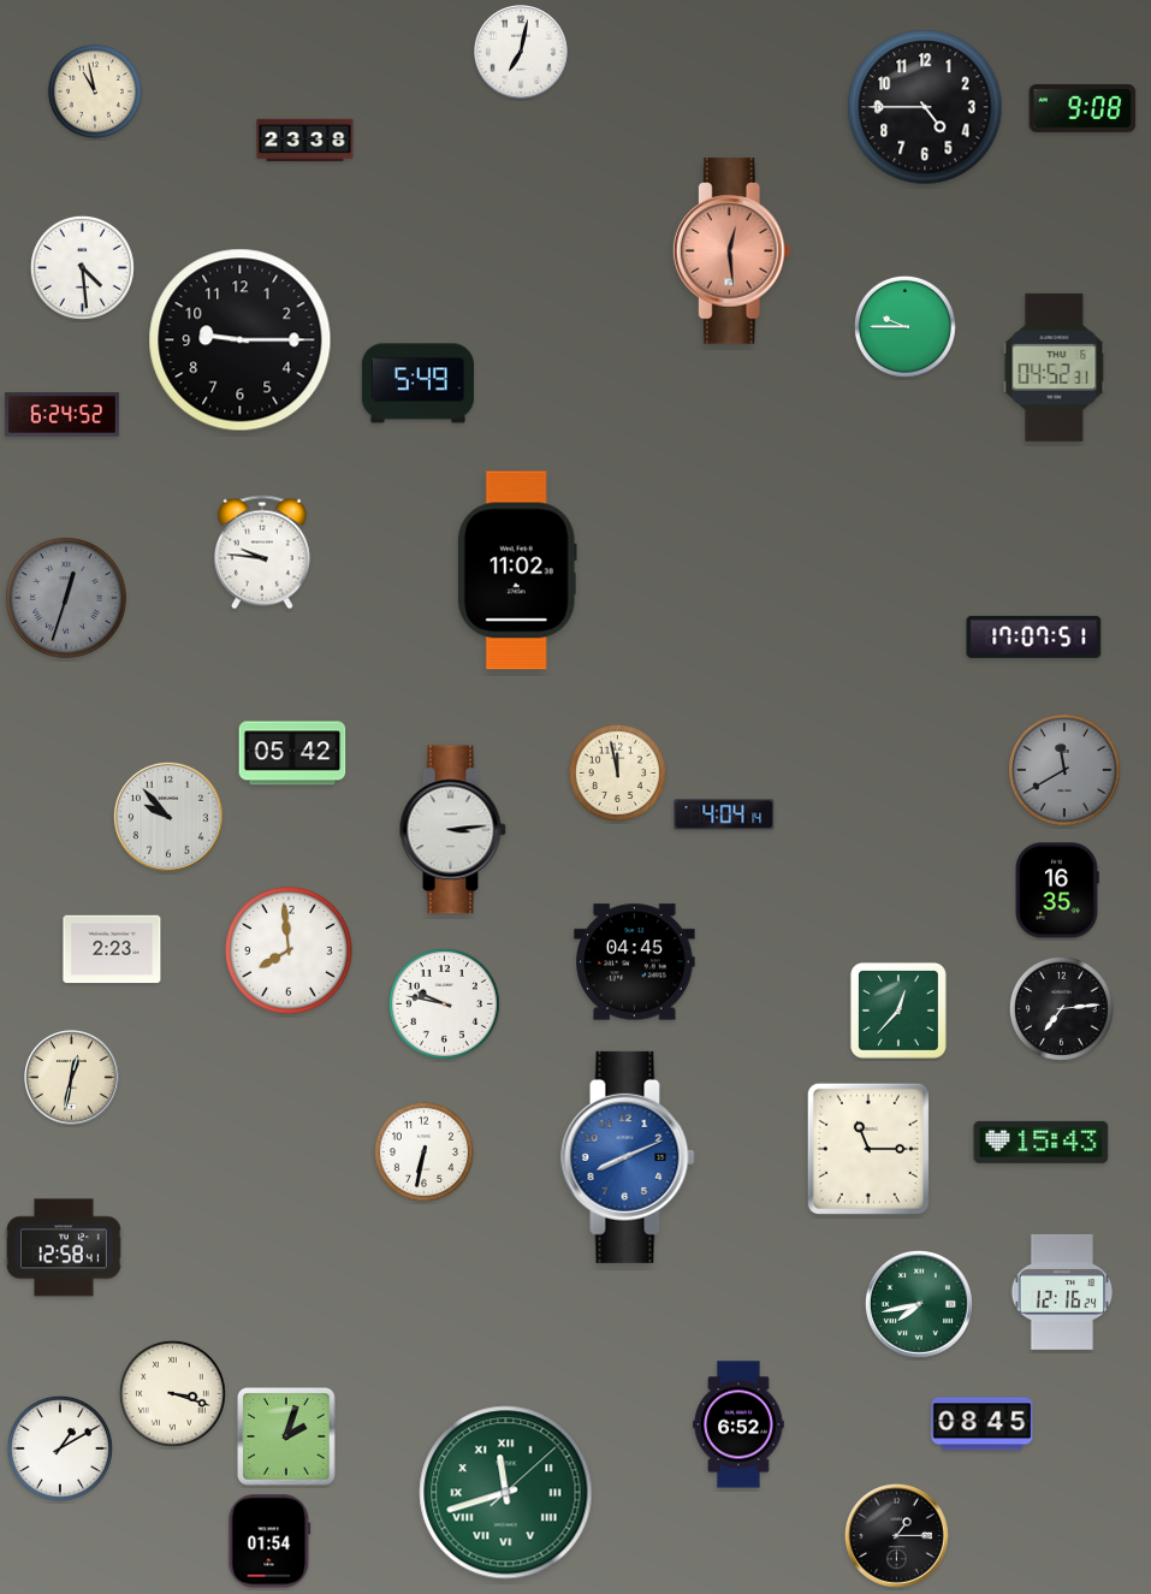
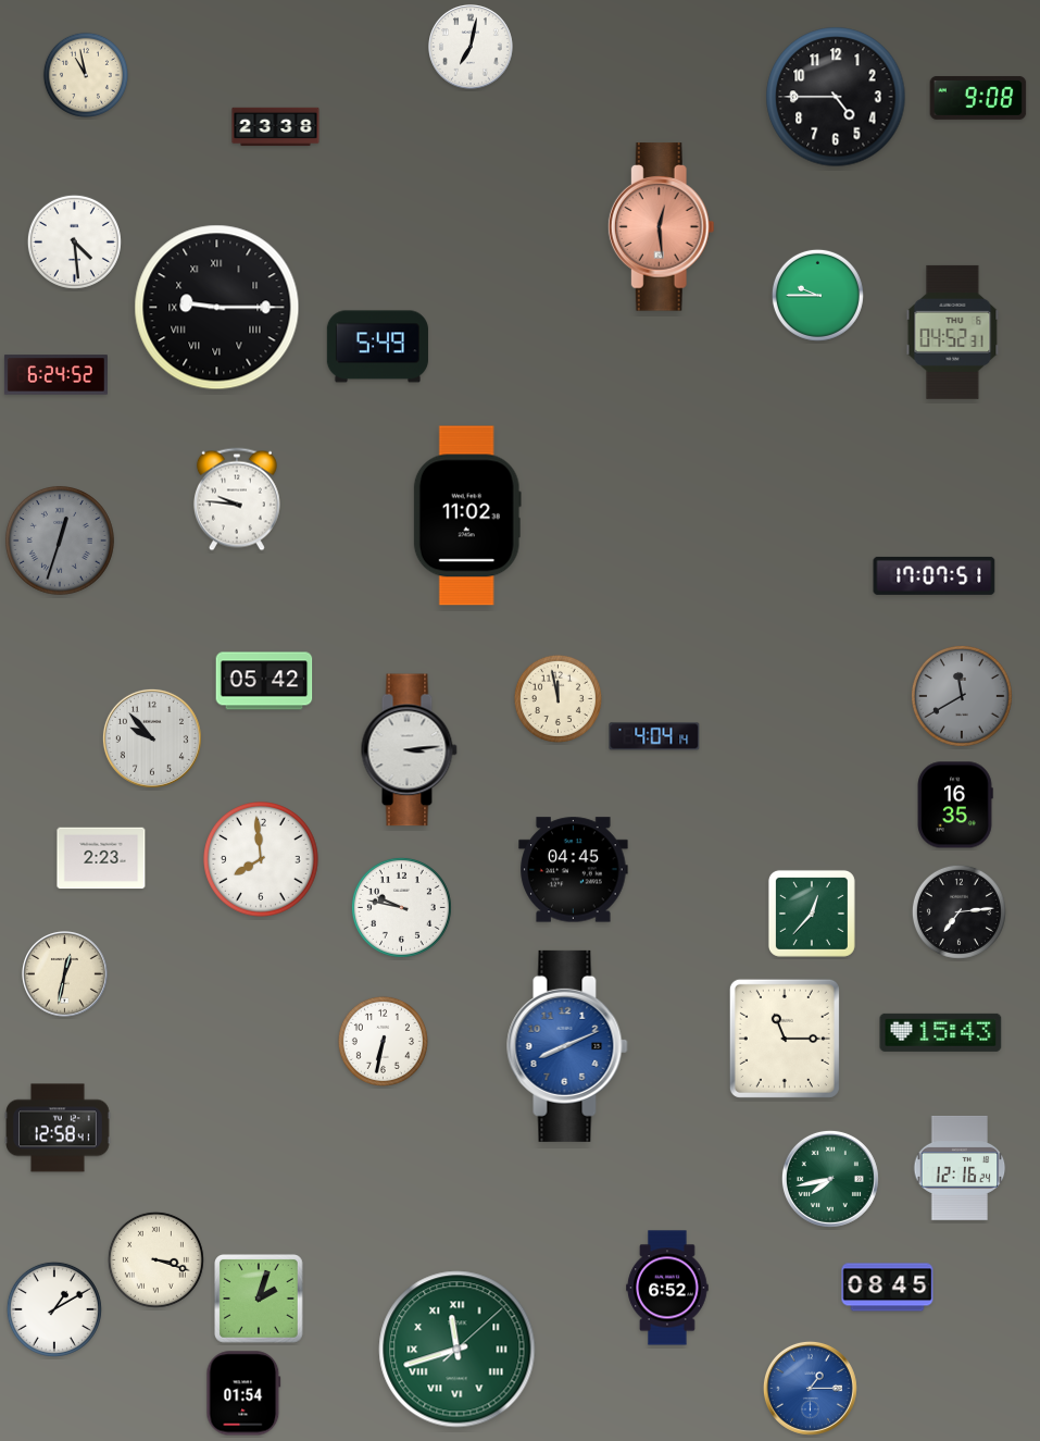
clock at (95, 91) position: (95, 91) -> (86, 75)
clock at (241, 340) numerals: Arabic -> Roman
clock at (896, 1535) dial: black -> blue
